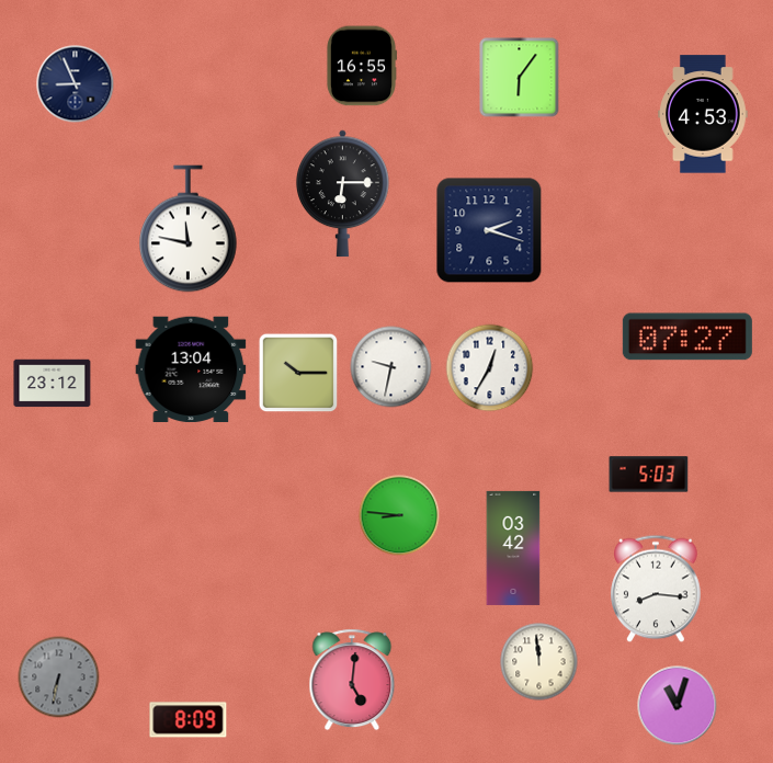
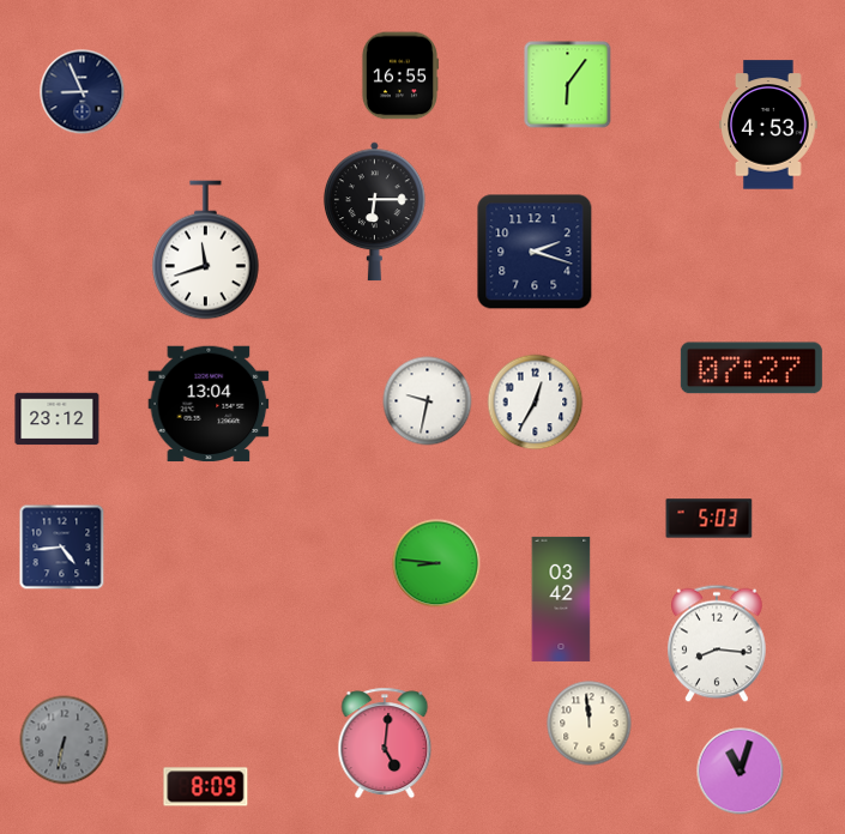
clock at (361, 66) position: (361, 66) -> (399, 75)
clock at (189, 229): 11:47 -> 11:42
clock at (298, 373): 10:15 -> none
clock at (62, 548): none -> 4:44
